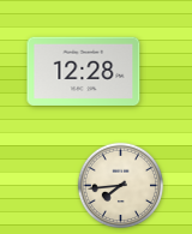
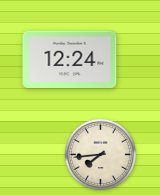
clock at (84, 71): 12:28 -> 12:24
